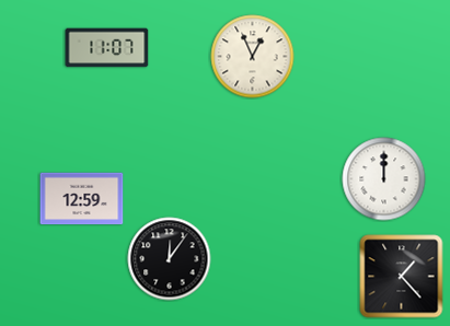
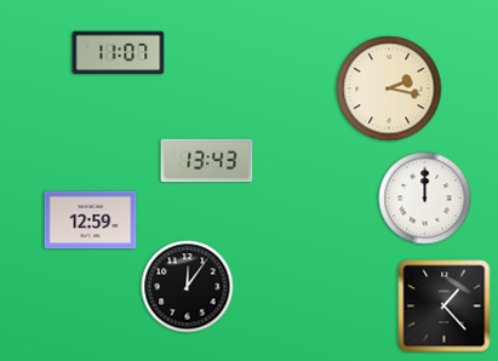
clock at (253, 57): 12:56 -> none
clock at (389, 88): none -> 2:17
clock at (207, 161): none -> 13:43
